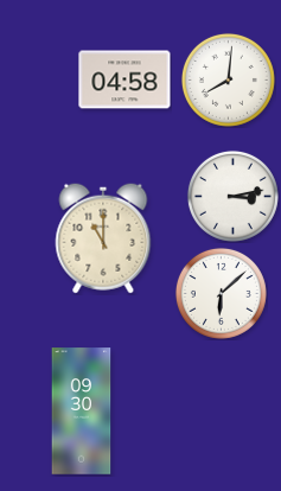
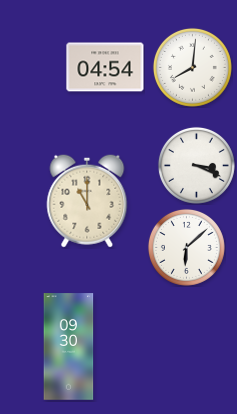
clock at (124, 79): 04:58 -> 04:54
clock at (232, 196): 3:13 -> 3:19
